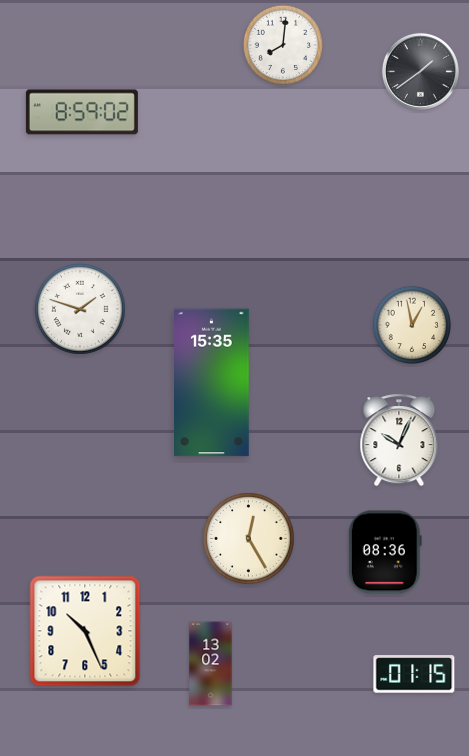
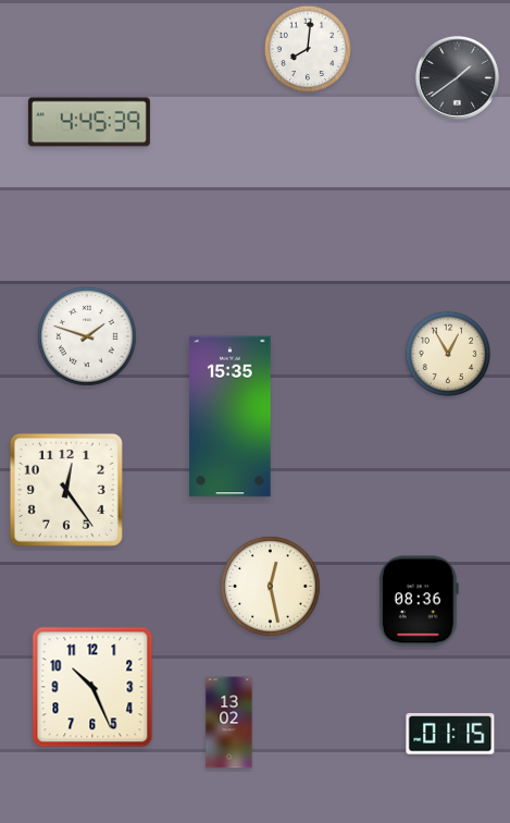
clock at (82, 112): 8:59 -> 4:45
clock at (411, 324): 12:58 -> 12:55
clock at (399, 440): 10:04 -> none
clock at (66, 490): none -> 12:24
clock at (249, 539): 12:25 -> 12:28
